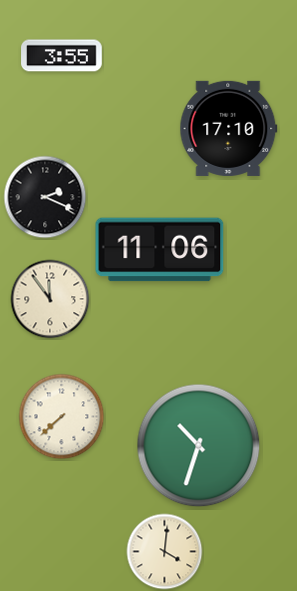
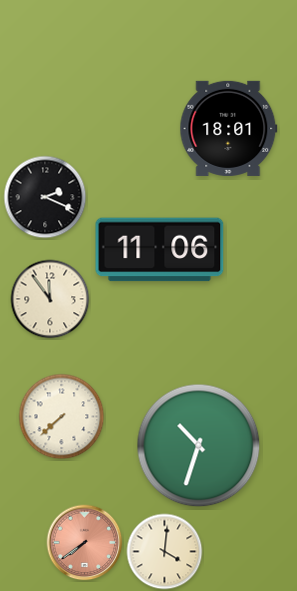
clock at (62, 56): 3:55 -> none
clock at (229, 128): 17:10 -> 18:01
clock at (85, 543): none -> 7:39
